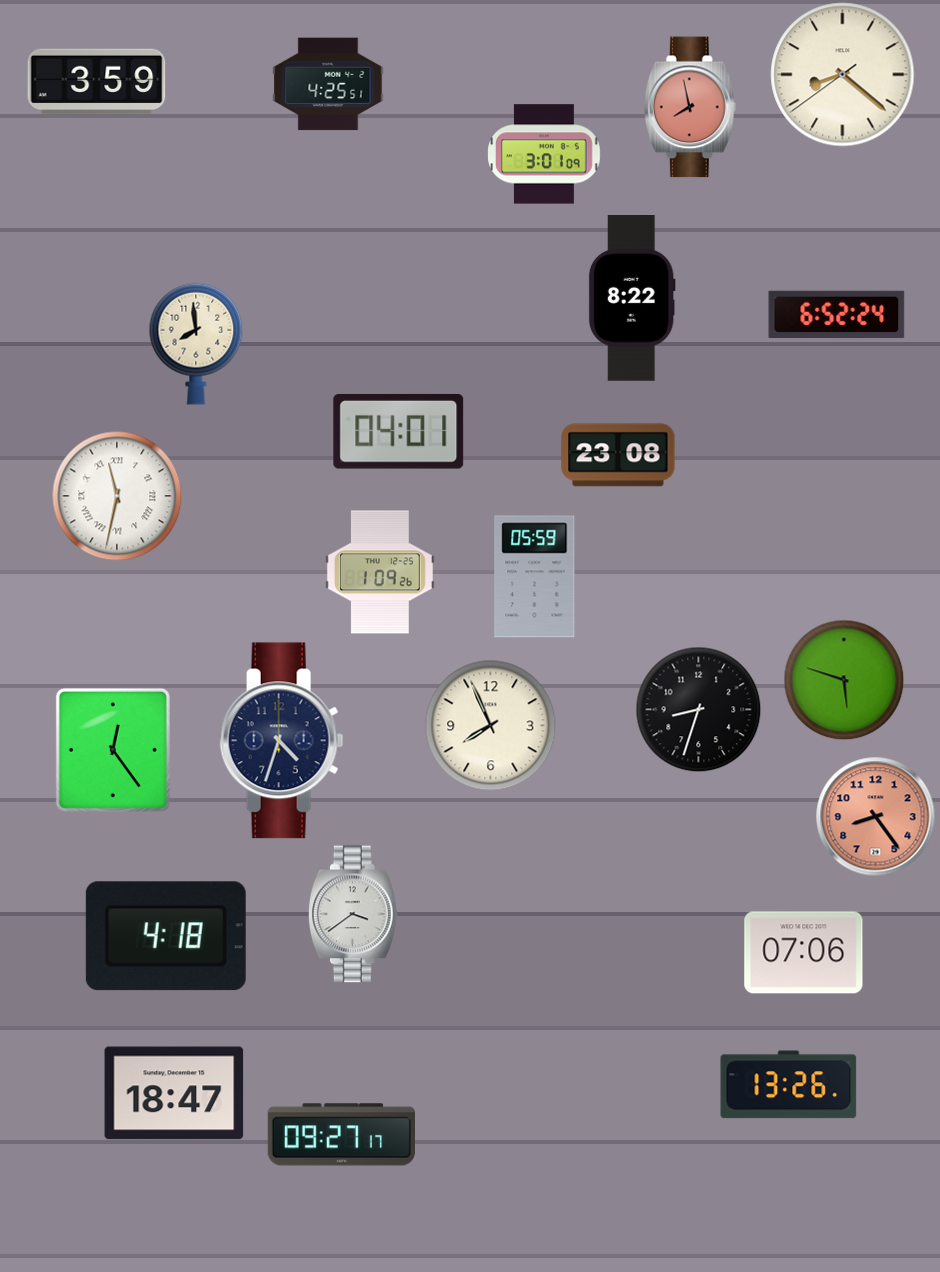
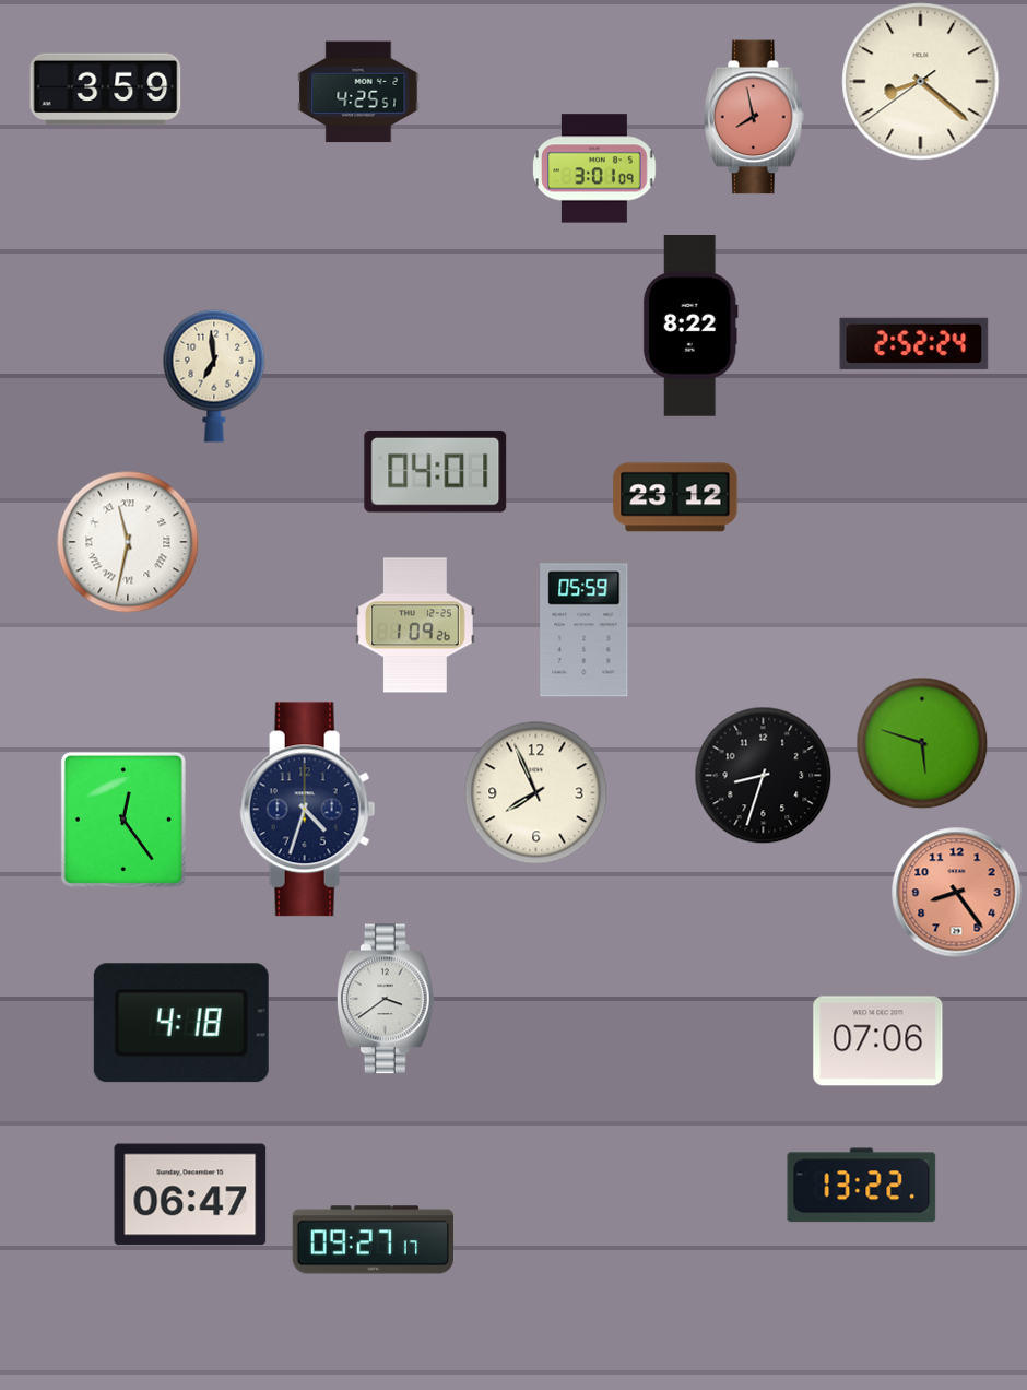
clock at (837, 315): 6:52 -> 2:52
clock at (196, 344): 7:59 -> 6:59
clock at (618, 455): 23:08 -> 23:12
clock at (789, 1085): 13:26 -> 13:22
clock at (174, 1093): 18:47 -> 06:47
